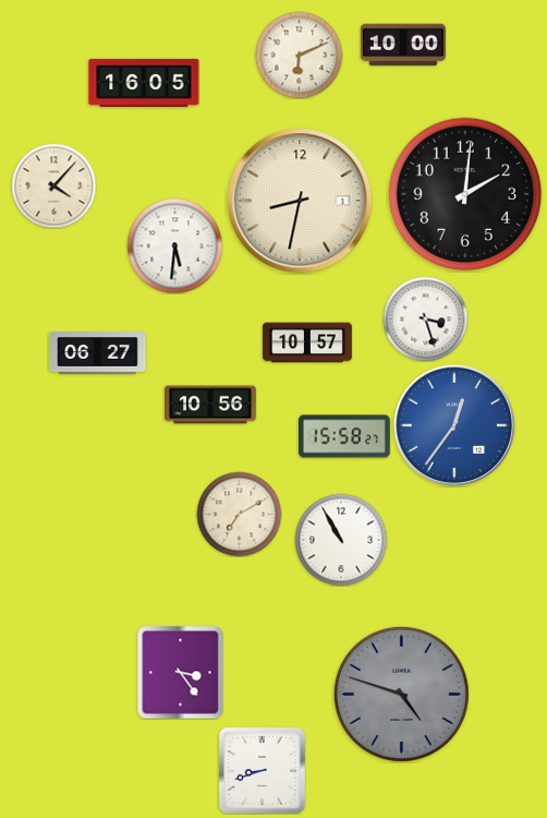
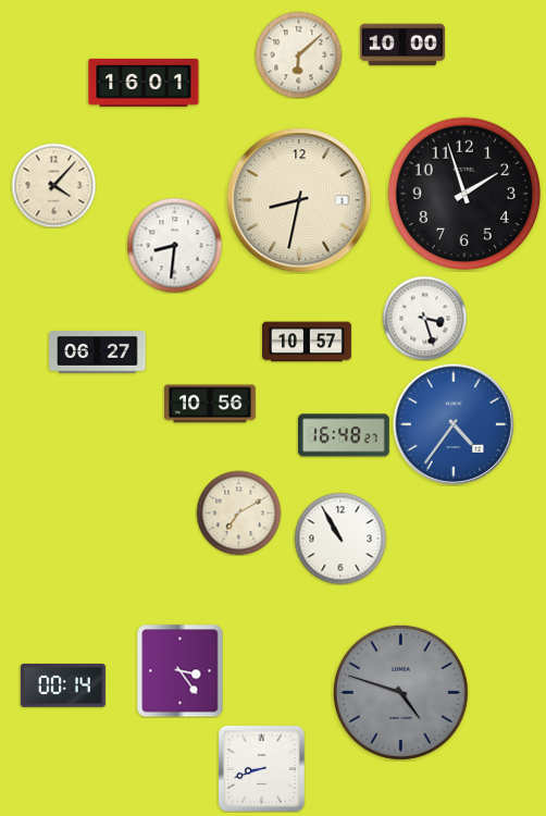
clock at (299, 55): 6:11 -> 6:08
clock at (144, 83): 16:05 -> 16:01
clock at (465, 194): 2:01 -> 1:57
clock at (174, 245): 5:31 -> 8:31
clock at (454, 425): 12:36 -> 4:36
clock at (345, 436): 15:58 -> 16:48
clock at (63, 685): none -> 00:14
